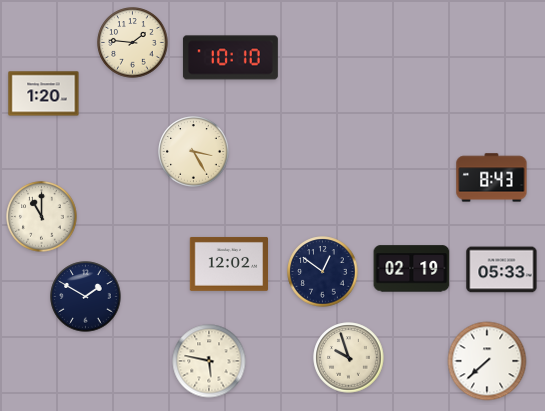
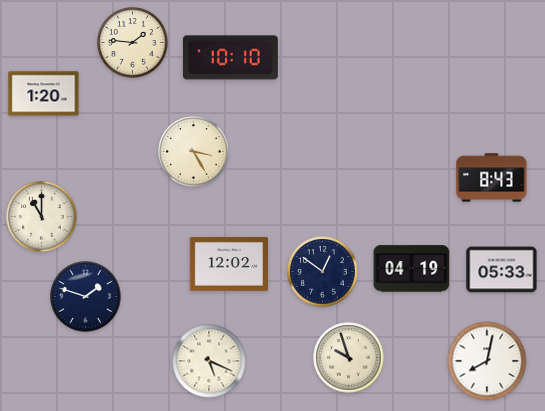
clock at (412, 269): 02:19 -> 04:19
clock at (86, 297): 1:50 -> 1:48
clock at (209, 361): 5:47 -> 5:19
clock at (487, 361): 7:38 -> 8:02
